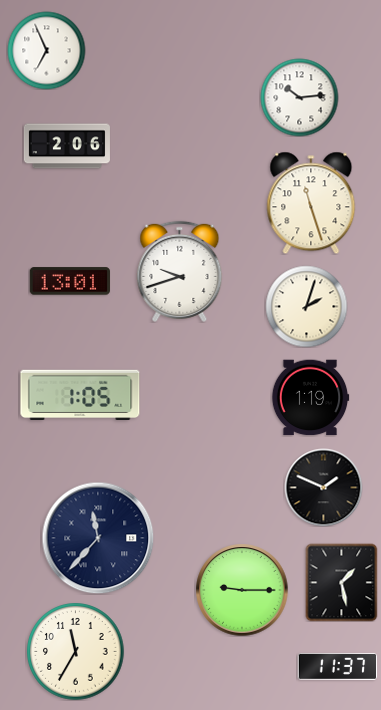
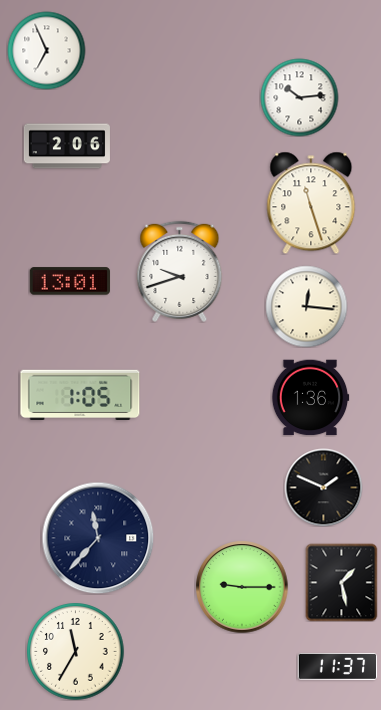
clock at (306, 306): 2:03 -> 12:16
clock at (310, 398): 1:19 -> 1:36
clock at (242, 590) position: (242, 590) -> (242, 587)
